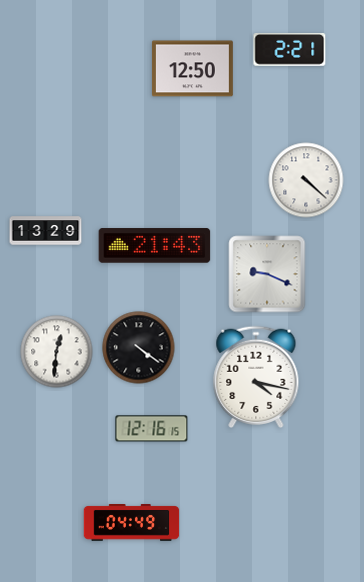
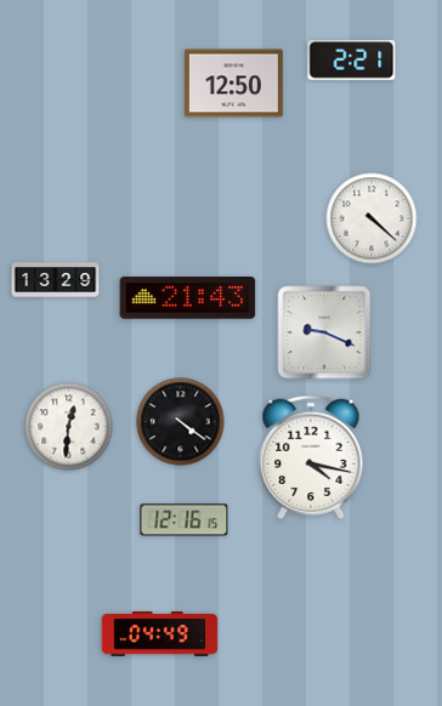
clock at (139, 348) position: (139, 348) -> (181, 422)
